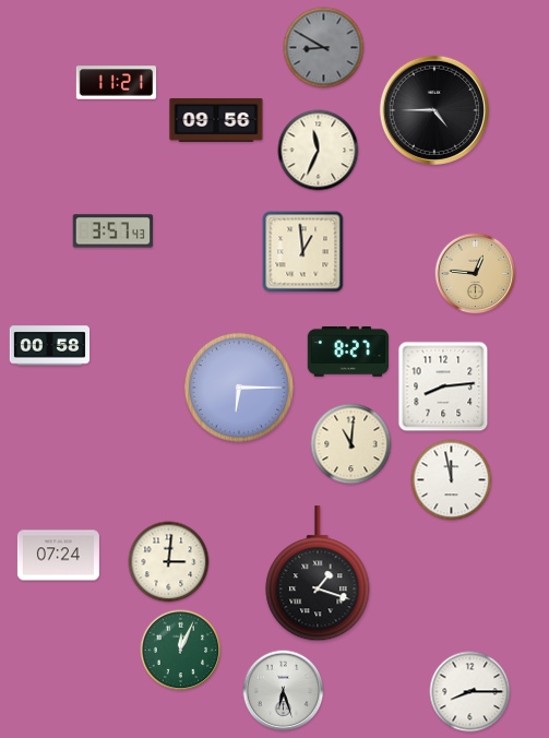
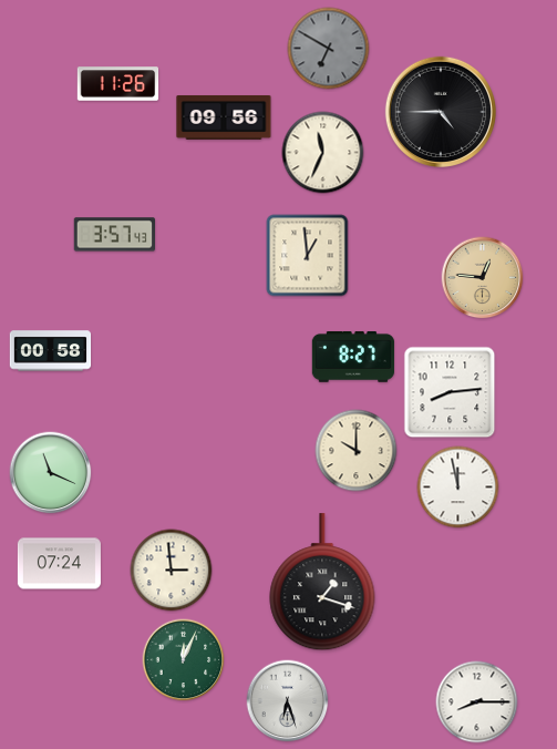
clock at (324, 48): 8:50 -> 6:50
clock at (117, 83): 11:21 -> 11:26
clock at (216, 120) position: (216, 120) -> (224, 117)
clock at (239, 388): 6:15 -> none
clock at (351, 444): 11:01 -> 10:00
clock at (51, 473): none -> 11:19
clock at (169, 562): 3:01 -> 2:59
